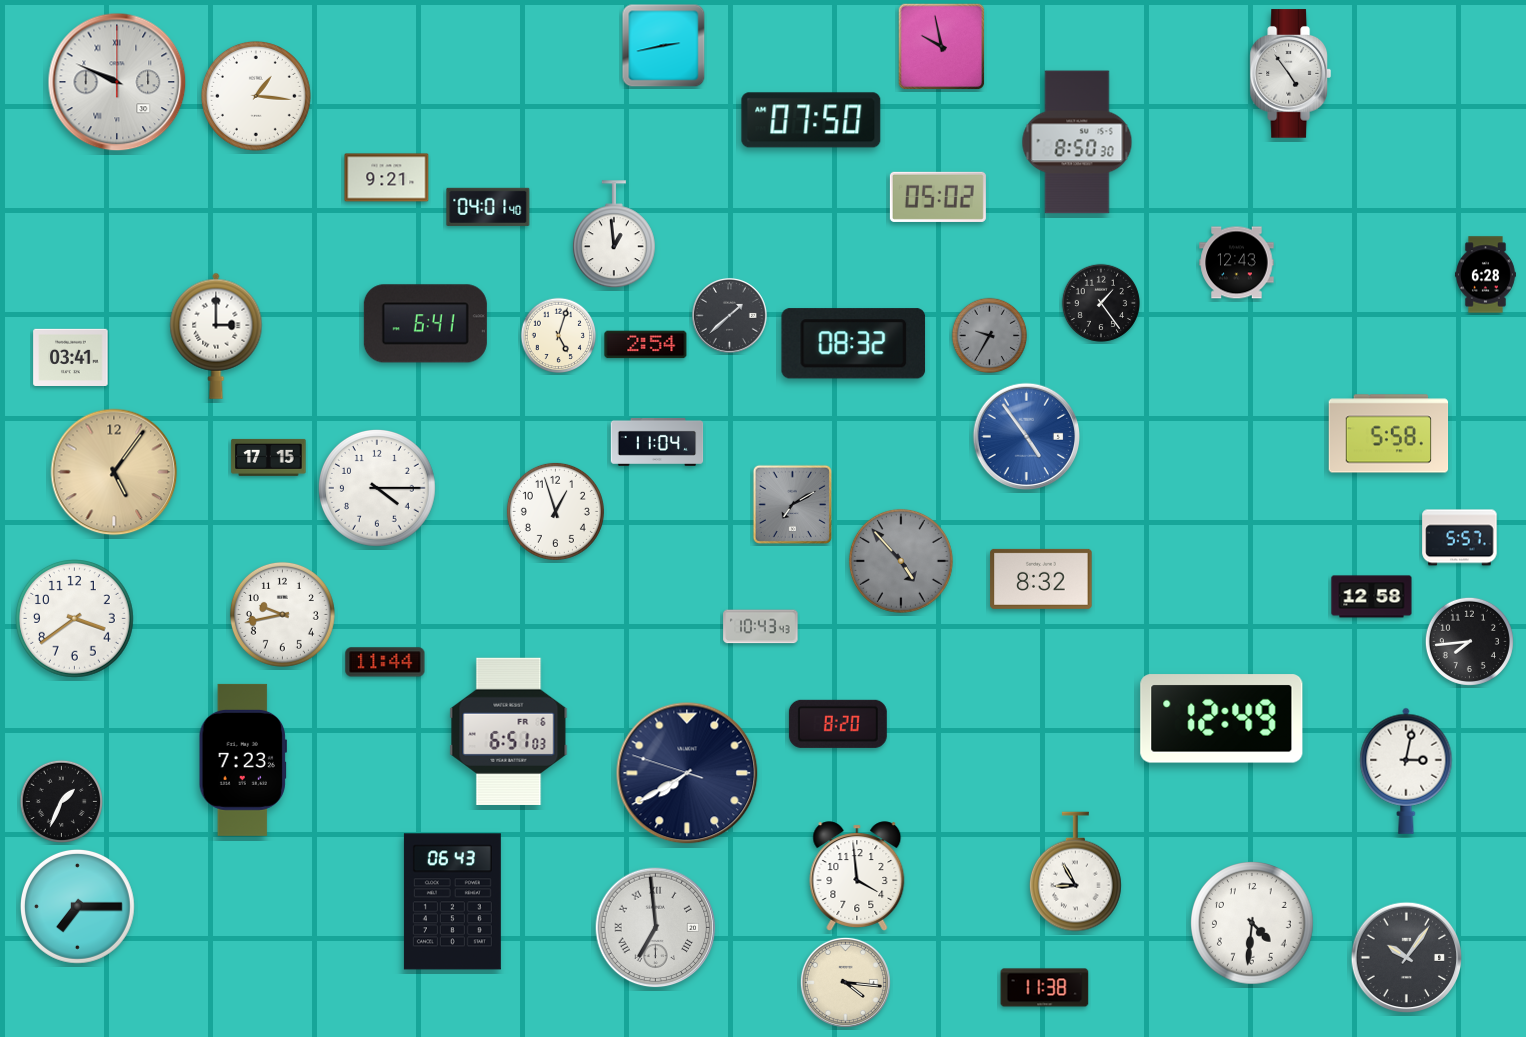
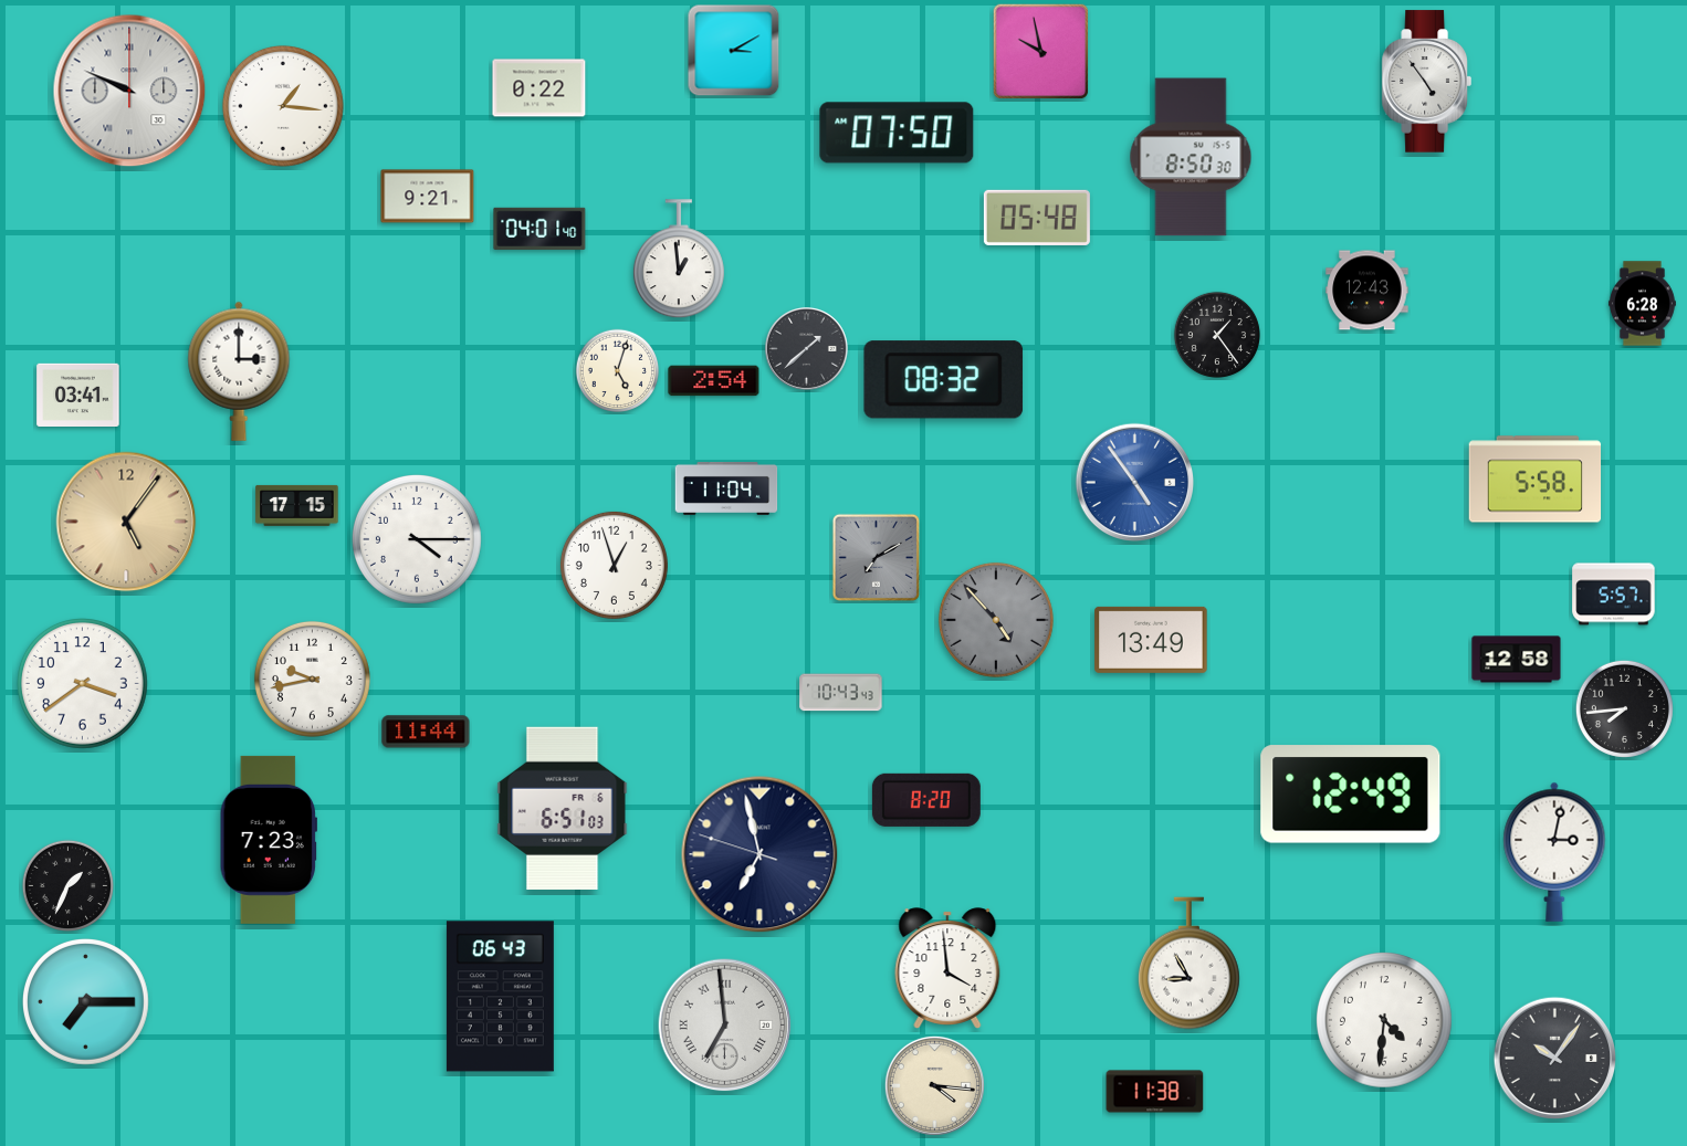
clock at (664, 46): 2:43 -> 3:10
clock at (539, 88): none -> 0:22
clock at (938, 197): 05:02 -> 05:48
clock at (425, 324): 6:41 -> none
clock at (990, 336): 9:35 -> none
clock at (1041, 579): 8:32 -> 13:49
clock at (687, 773): 7:39 -> 6:57
